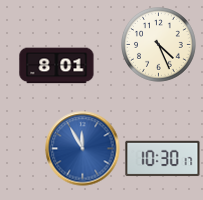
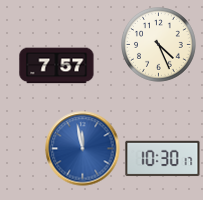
clock at (57, 66): 8:01 -> 7:57
clock at (83, 149): 11:55 -> 11:58
